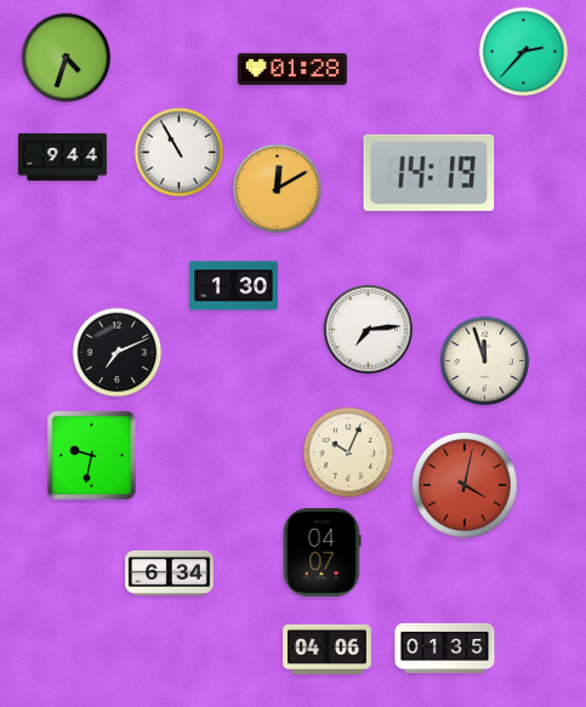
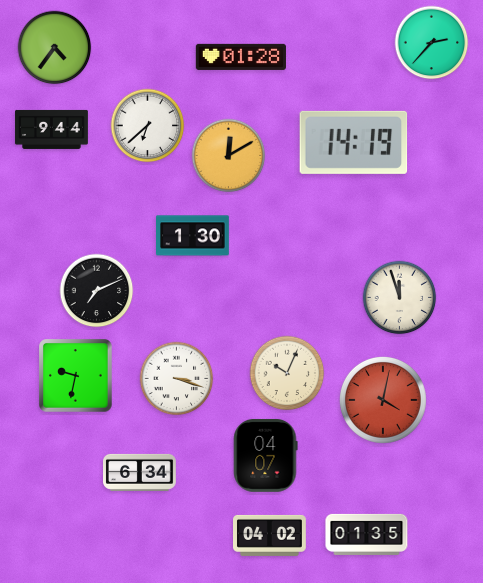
clock at (67, 58): 4:33 -> 4:36
clock at (180, 153): 10:55 -> 6:38
clock at (368, 329): 7:14 -> none
clock at (177, 379): none -> 3:18
clock at (328, 649): 04:06 -> 04:02
